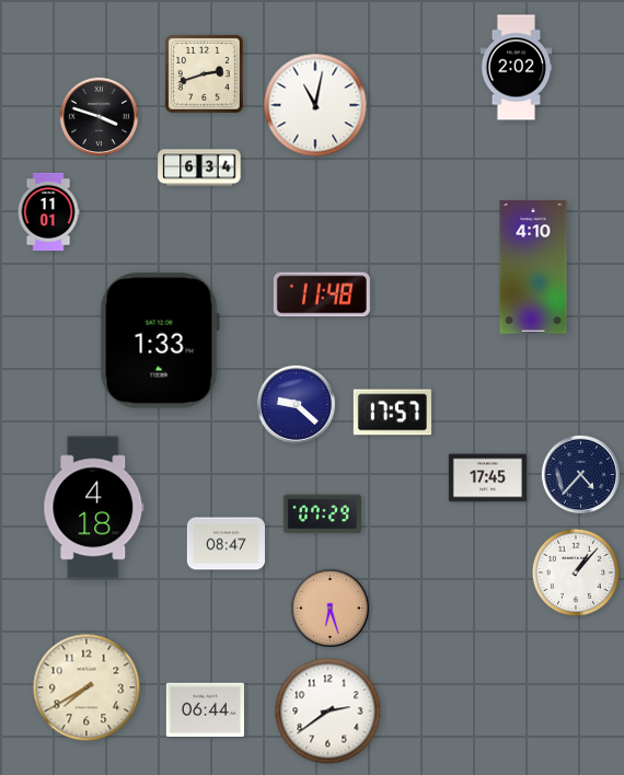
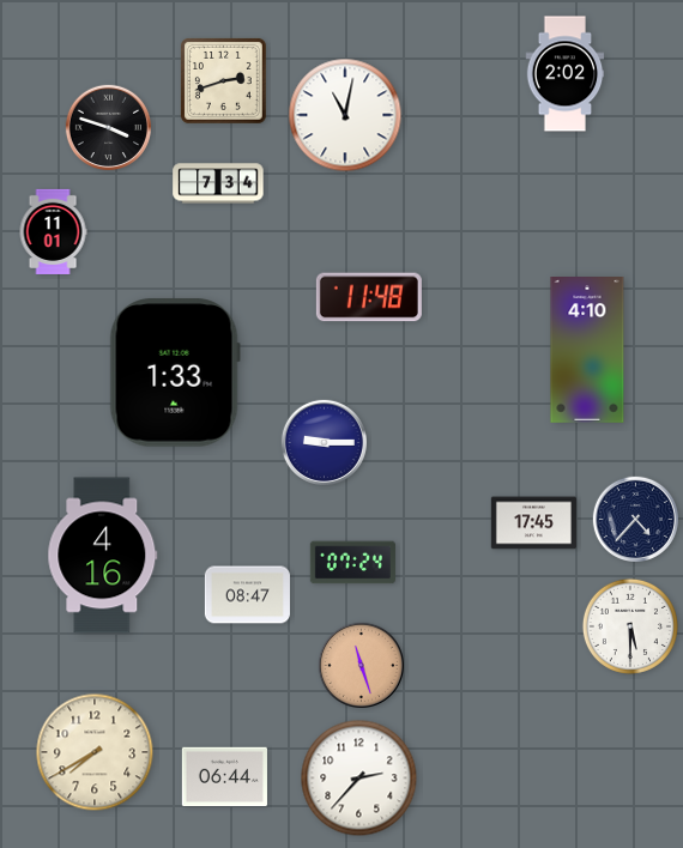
clock at (199, 167): 6:34 -> 7:34
clock at (533, 268) position: (533, 268) -> (587, 351)
clock at (322, 294) position: (322, 294) -> (369, 297)
clock at (296, 404): 9:22 -> 9:15
clock at (392, 413): 17:57 -> none
clock at (94, 508): 4:18 -> 4:16
clock at (322, 514): 07:29 -> 07:24
clock at (576, 572): 1:07 -> 5:30
clock at (330, 608): 6:27 -> 11:27
clock at (328, 712): 2:39 -> 2:37
